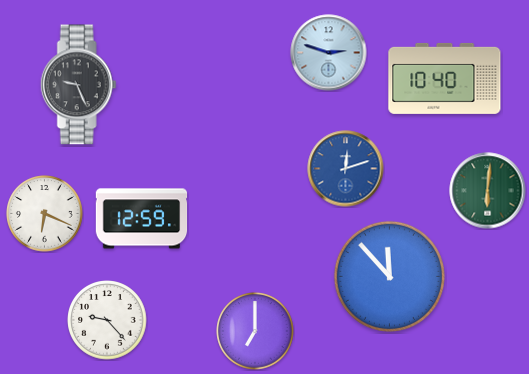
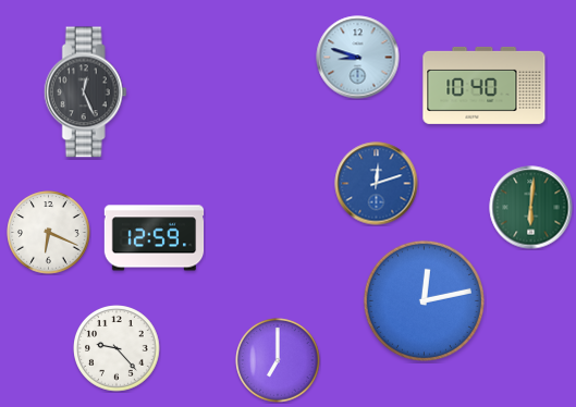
clock at (329, 53): 2:48 -> 8:48
clock at (78, 85): 9:26 -> 12:26
clock at (389, 276): 11:53 -> 12:13
